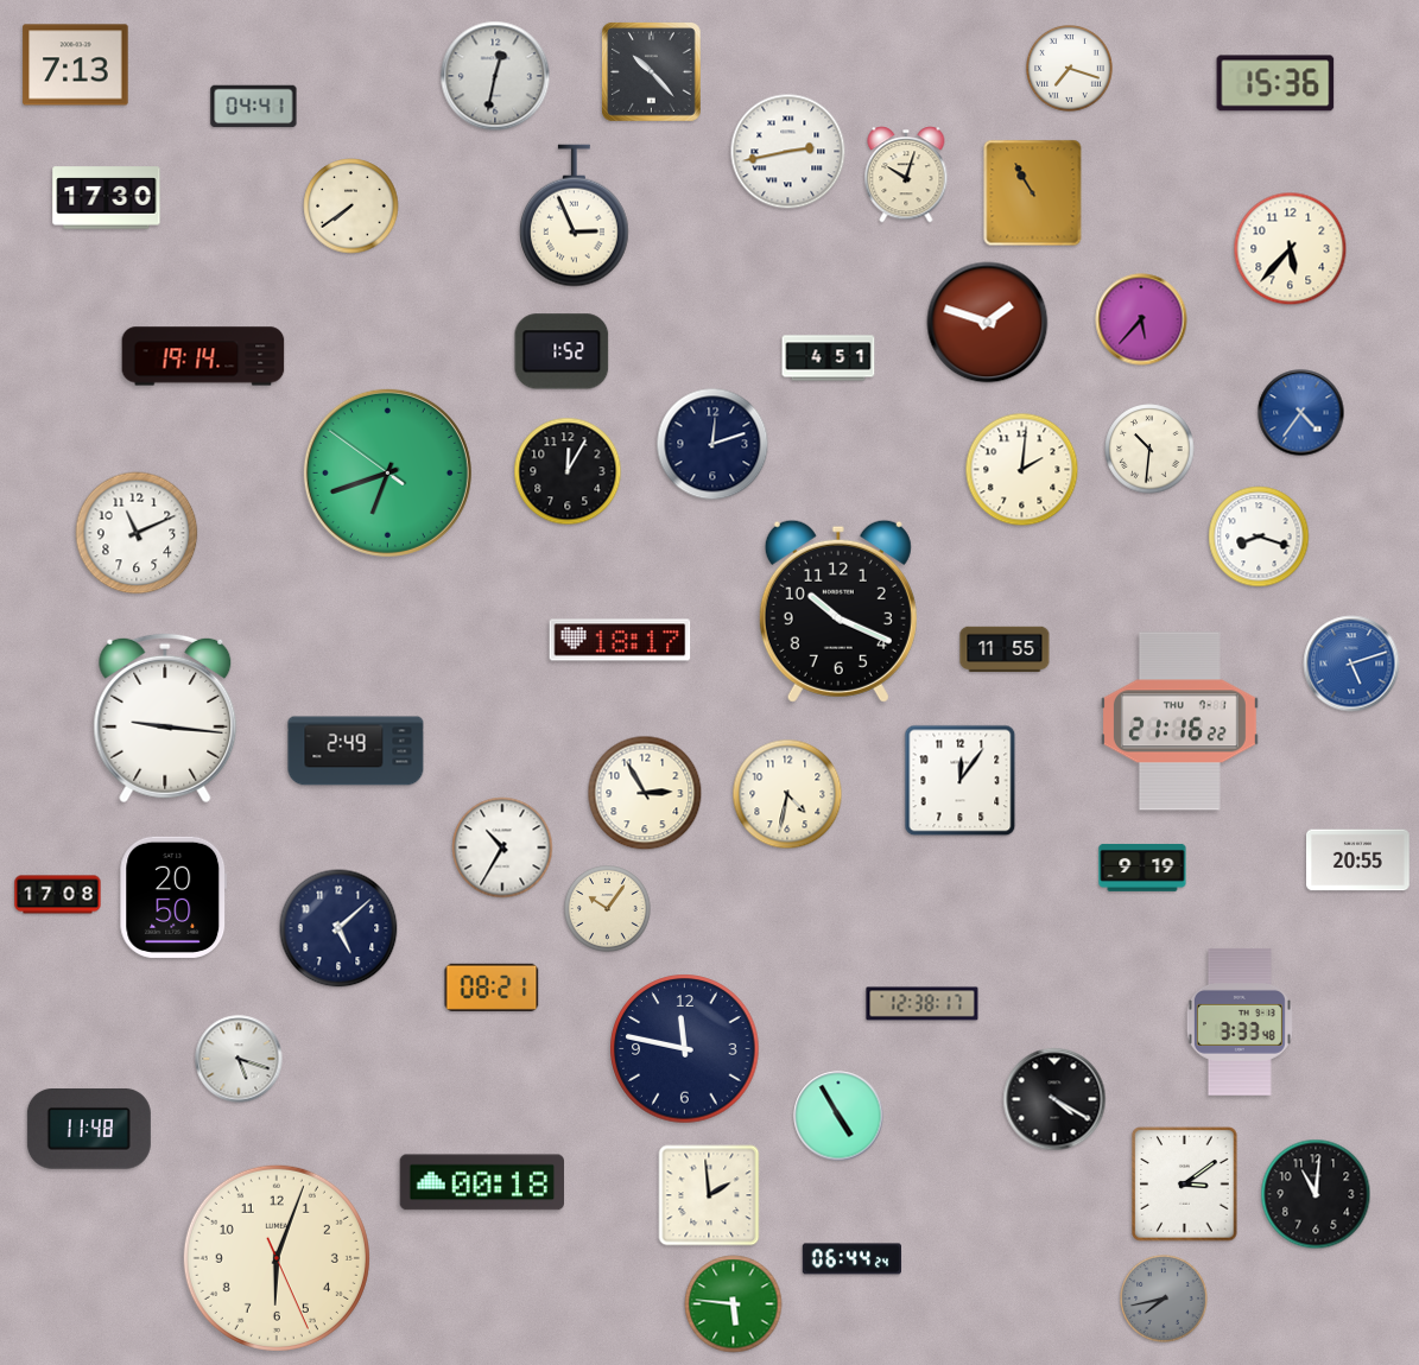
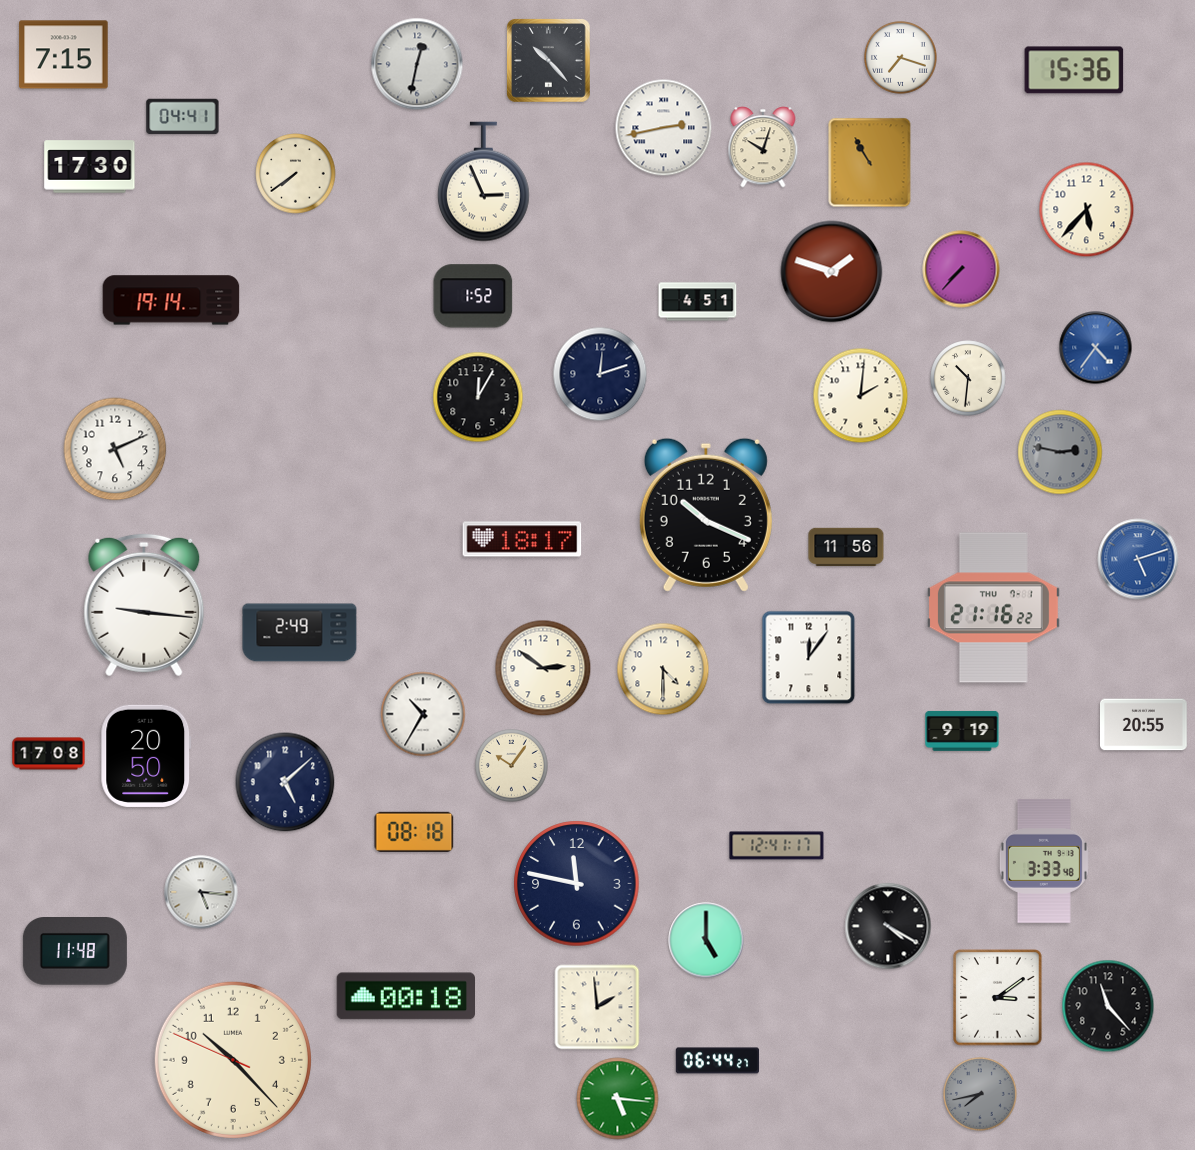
clock at (76, 65): 7:13 -> 7:15
clock at (254, 107) position: (254, 107) -> (183, 117)
clock at (1141, 319): 5:37 -> 7:37
clock at (387, 472): 6:41 -> none
clock at (137, 533): 11:11 -> 5:11
clock at (1259, 537): 8:18 -> 2:47
clock at (1259, 537) dial: white -> grey
clock at (1005, 649): 11:55 -> 11:56
clock at (165, 718) position: (165, 718) -> (144, 605)
clock at (645, 793): 2:55 -> 2:51
clock at (787, 794): 4:32 -> 4:30
clock at (492, 988): 08:21 -> 08:18
clock at (923, 1004): 12:38 -> 12:41
clock at (239, 1059): 5:18 -> 5:16
clock at (838, 1116): 4:55 -> 5:00
clock at (1316, 1194): 11:01 -> 11:23
clock at (277, 1258): 6:03 -> 10:22
clock at (851, 1259): 06:44:24 -> 06:44:27
clock at (734, 1304): 5:46 -> 5:16
